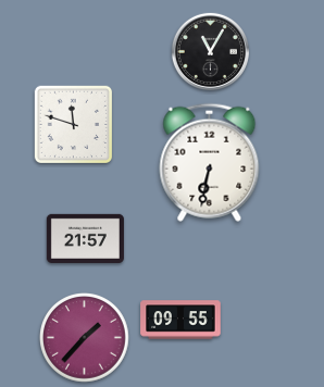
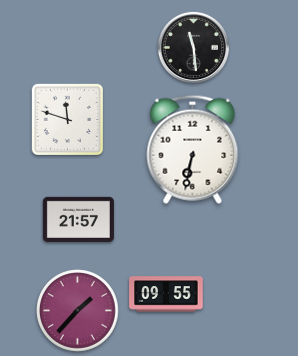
clock at (210, 51): 11:05 -> 11:29
clock at (73, 124) position: (73, 124) -> (67, 119)
